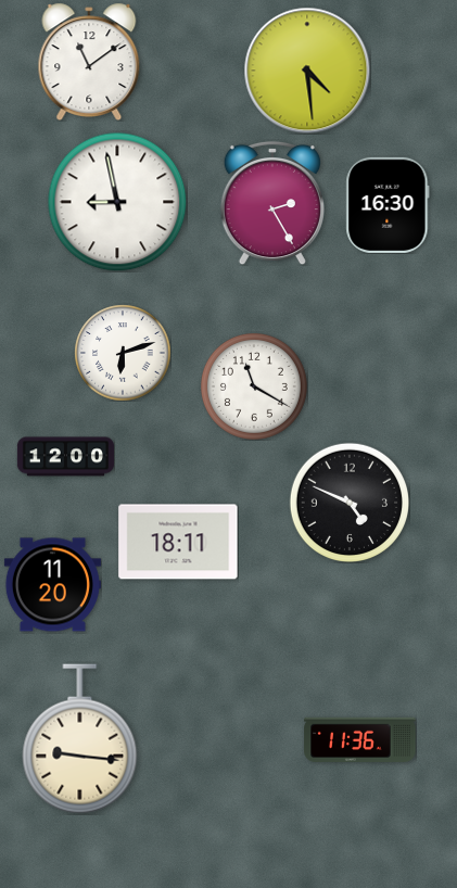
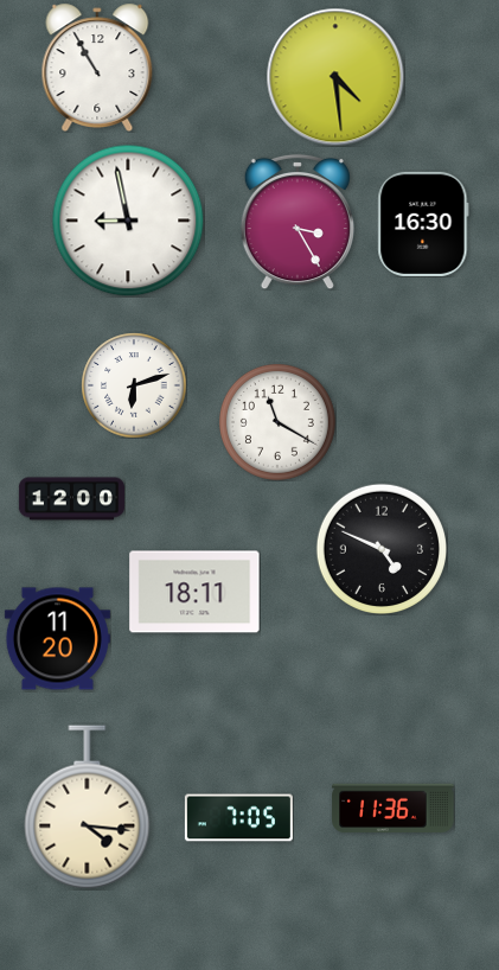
clock at (89, 61): 11:09 -> 10:55
clock at (272, 203): 2:25 -> 3:25
clock at (80, 739): 9:16 -> 4:16
clock at (238, 818): none -> 7:05
